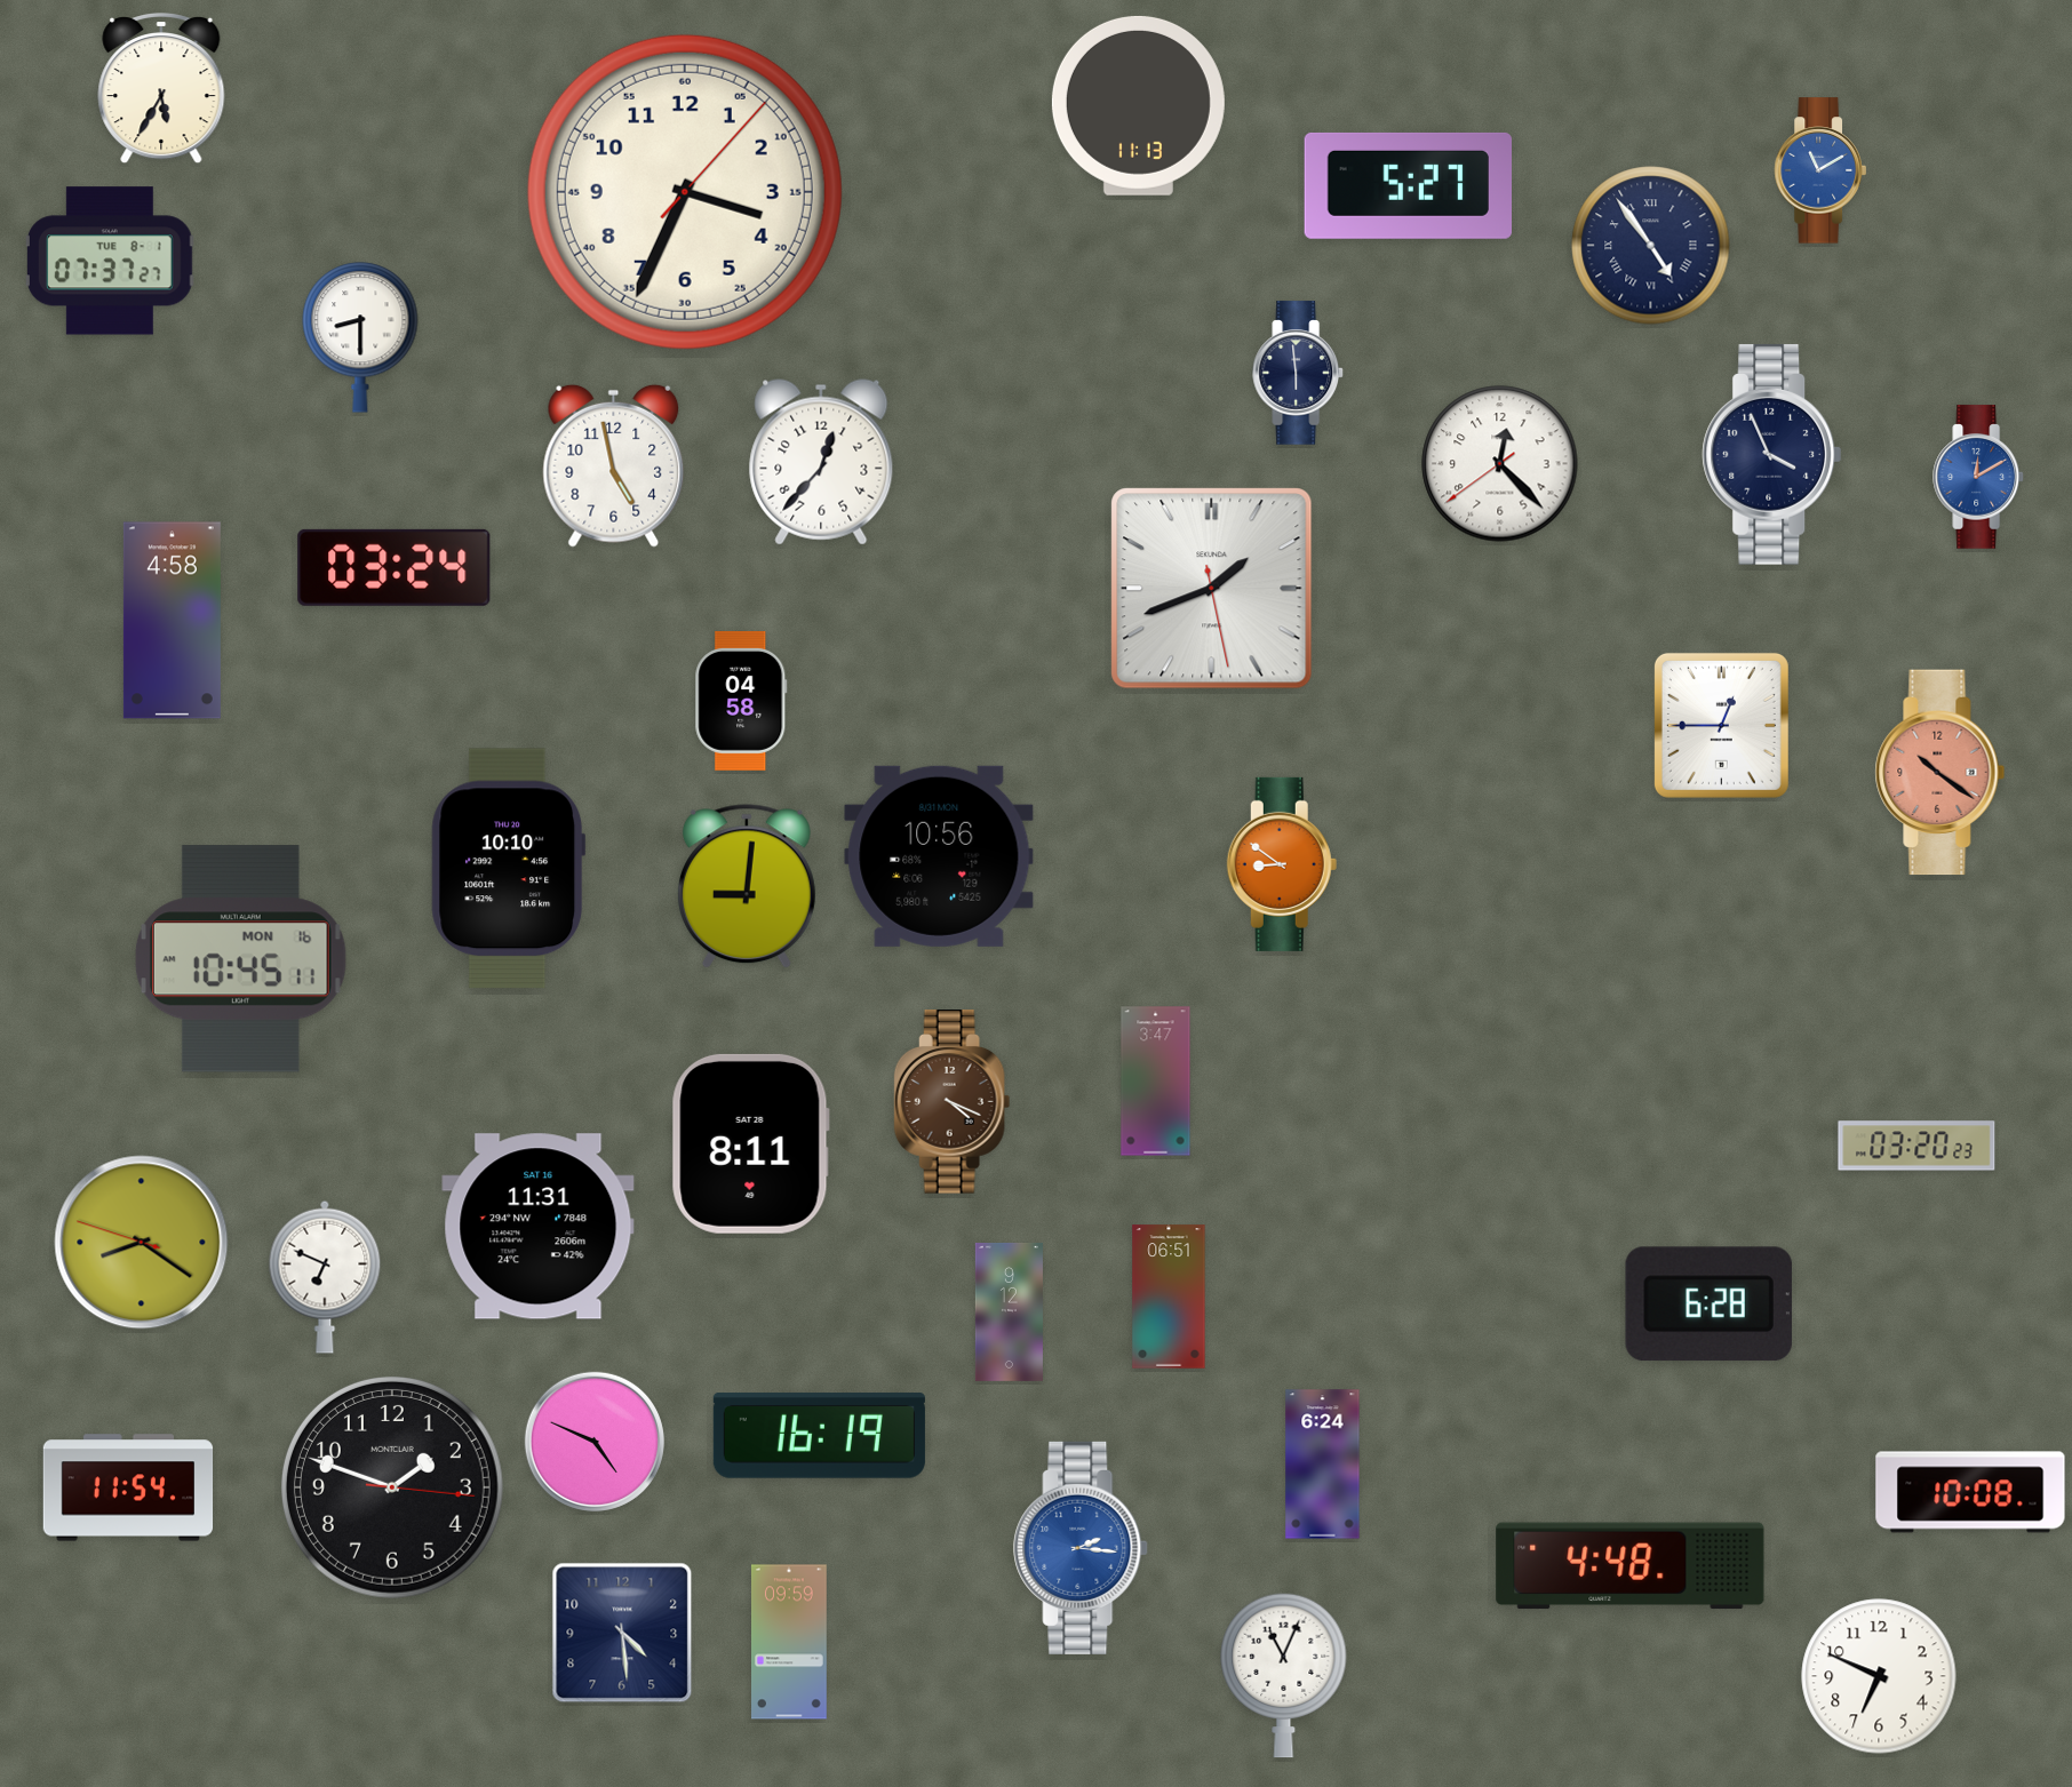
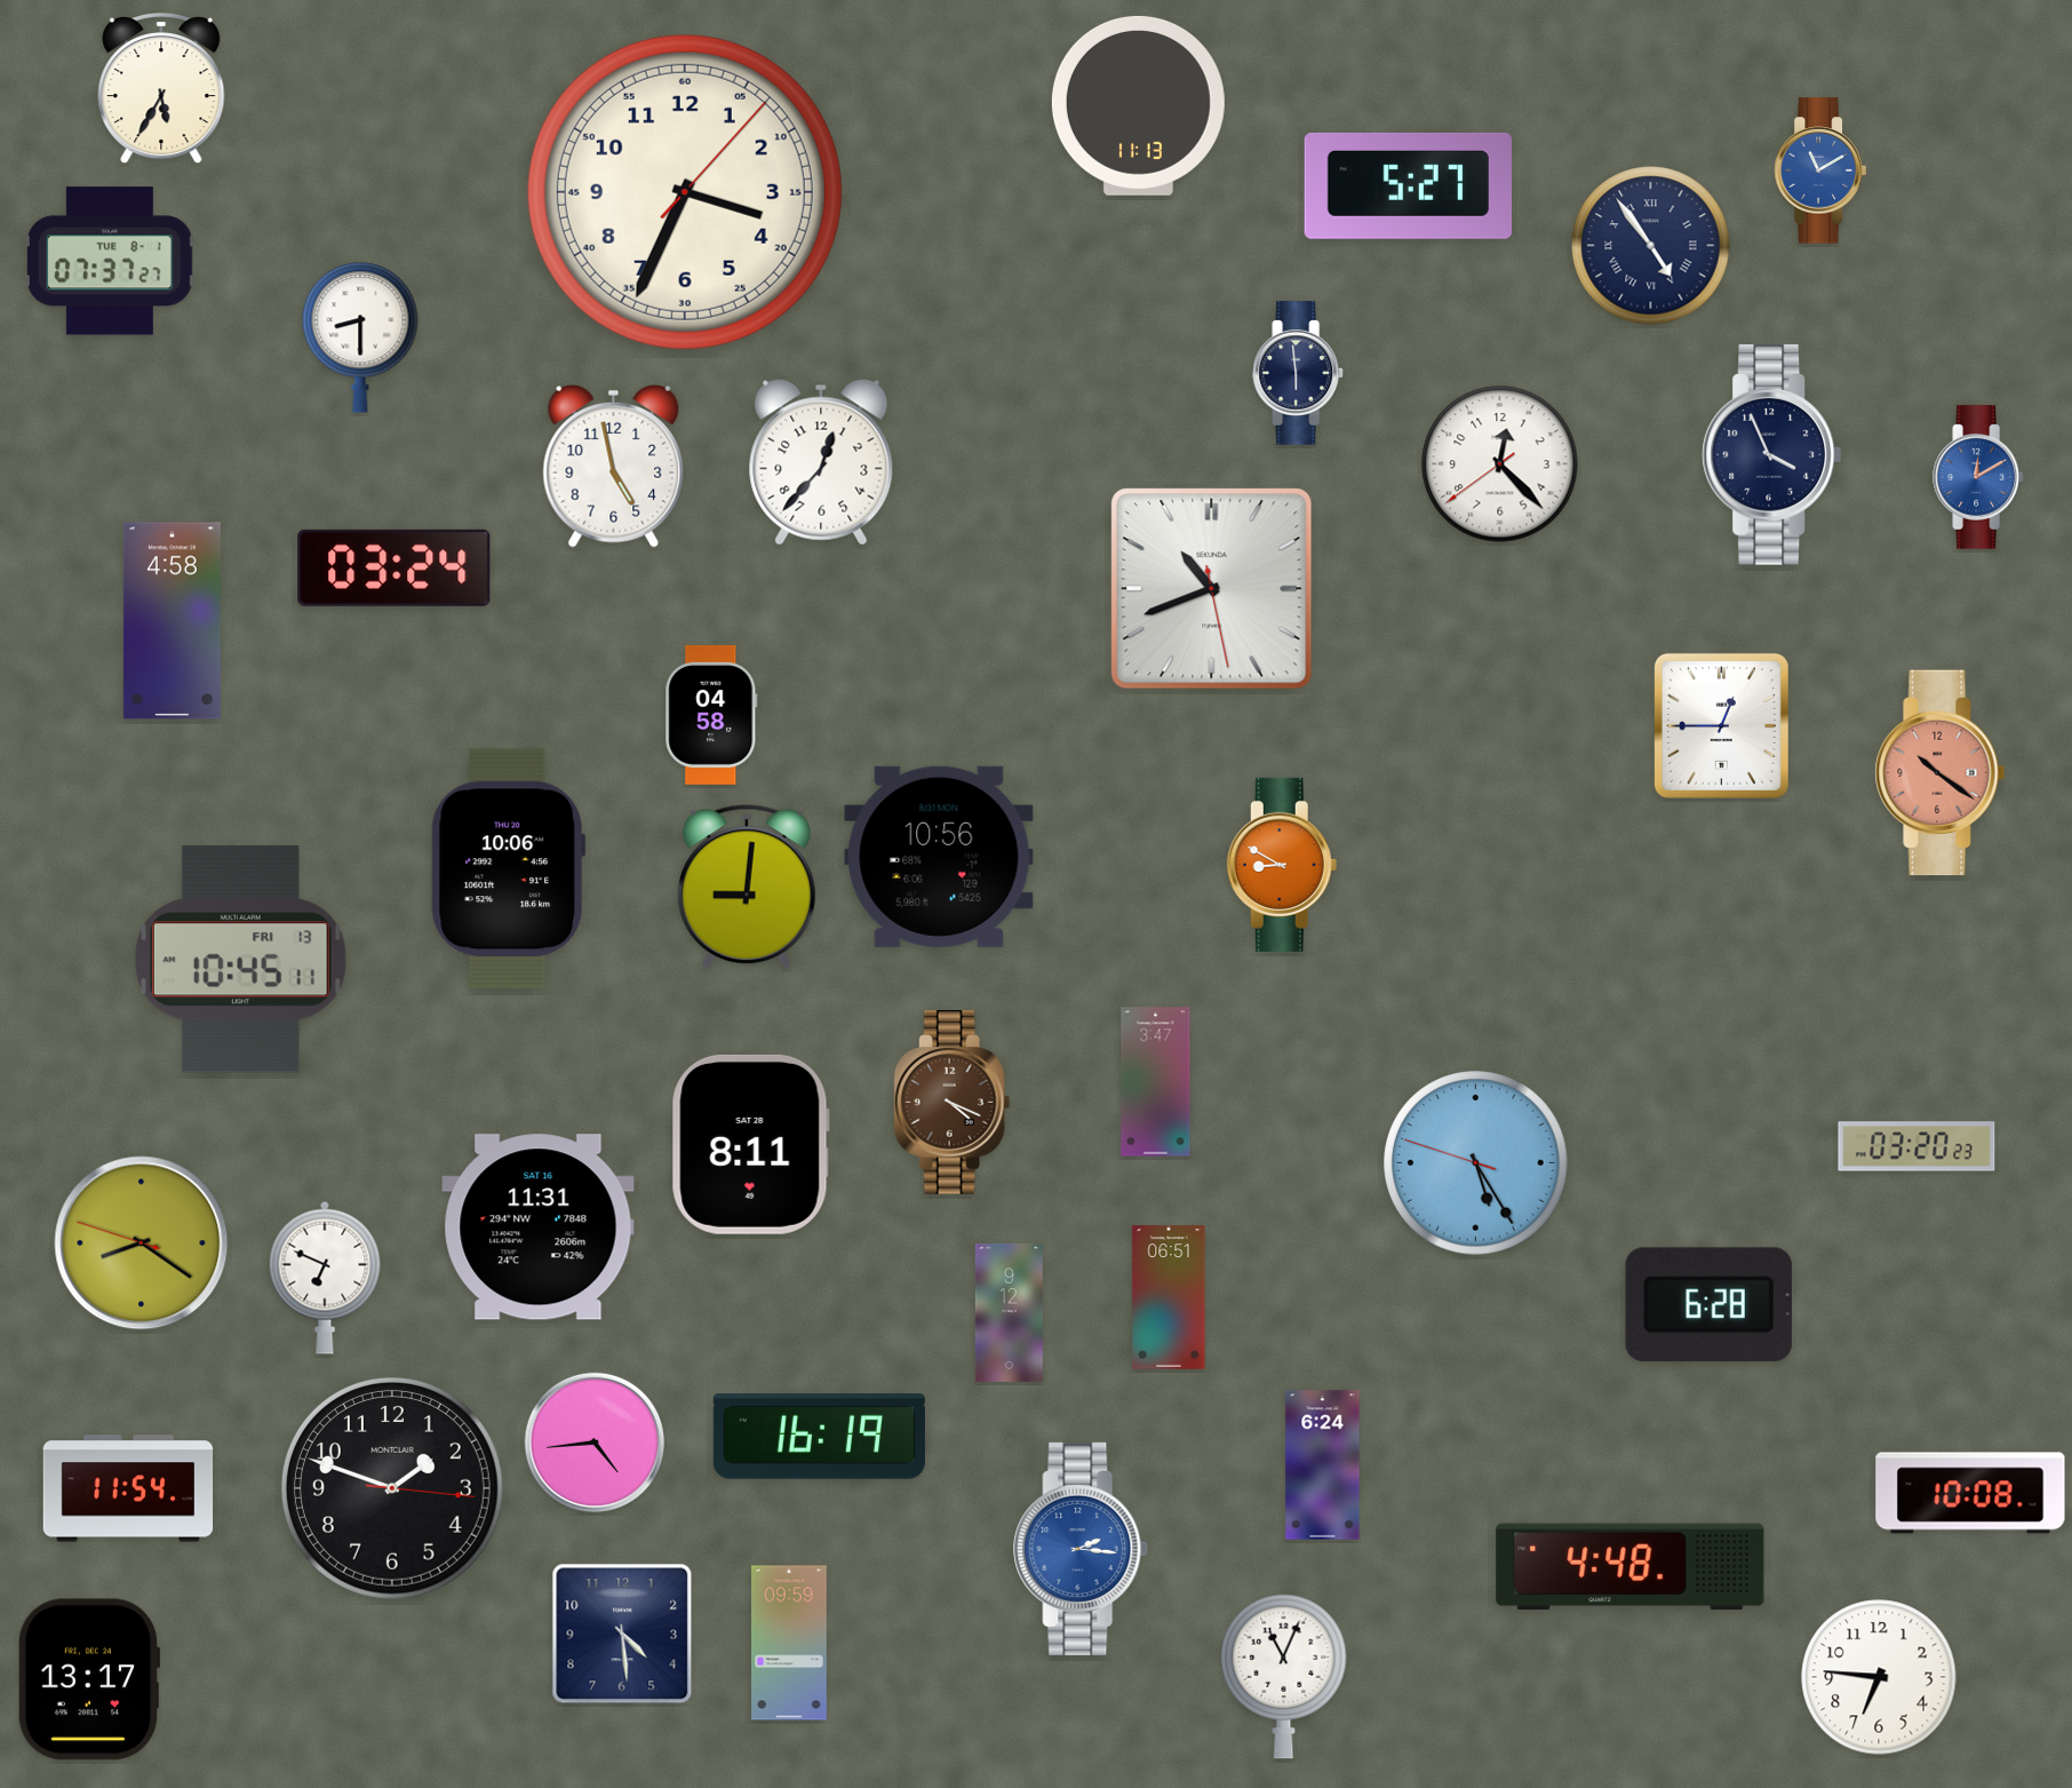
clock at (1212, 589): 1:41 -> 10:41
clock at (741, 701) position: (741, 701) -> (711, 715)
clock at (1282, 864): 8:51 -> 8:50
clock at (509, 869): 10:10 -> 10:06
clock at (240, 959) date: MON 16 -> FRI 13
clock at (1476, 1163): none -> 5:24
clock at (595, 1442): 4:49 -> 4:44
clock at (1879, 1676): 6:49 -> 6:46
clock at (89, 1679): none -> 13:17
